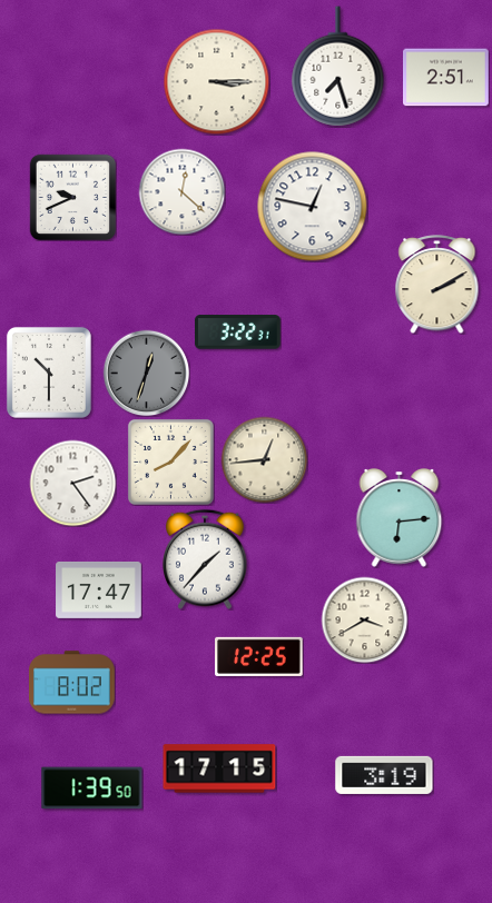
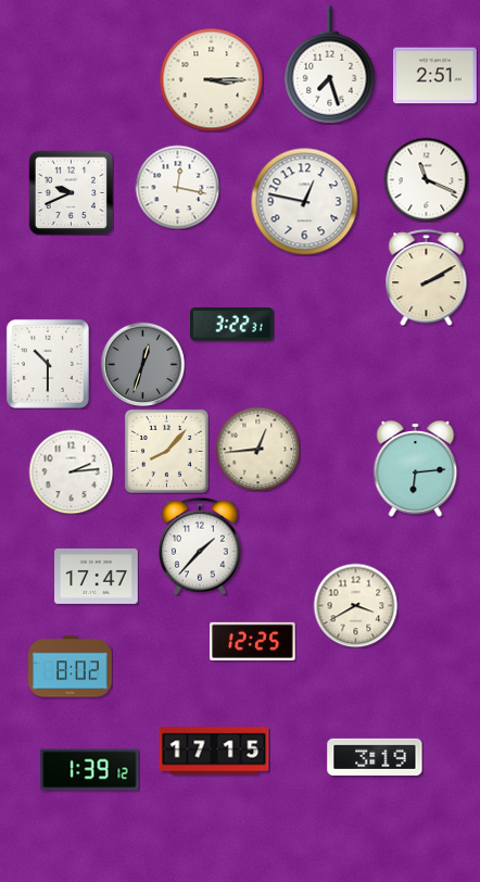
clock at (426, 179): none -> 11:19
clock at (181, 191): 12:22 -> 12:17
clock at (72, 483): 2:24 -> 2:14
clock at (400, 518) position: (400, 518) -> (416, 469)
clock at (92, 788): 1:39:50 -> 1:39:12
